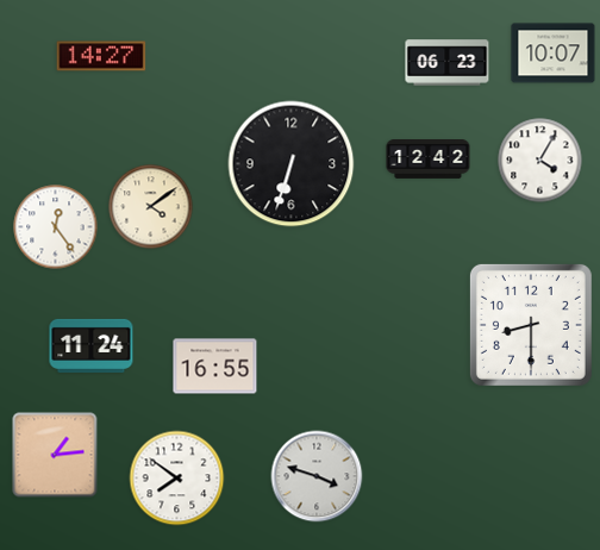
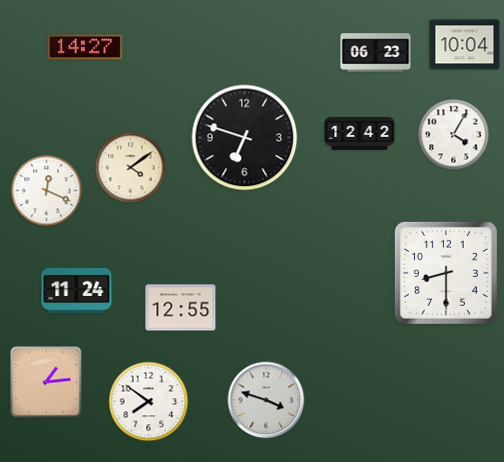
clock at (554, 54): 10:07 -> 10:04
clock at (292, 164): 6:33 -> 6:48
clock at (151, 207) position: (151, 207) -> (131, 168)
clock at (56, 227): 12:24 -> 12:19
clock at (215, 367): 16:55 -> 12:55
